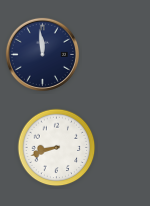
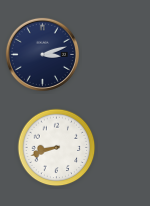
clock at (42, 54): 11:59 -> 3:12
